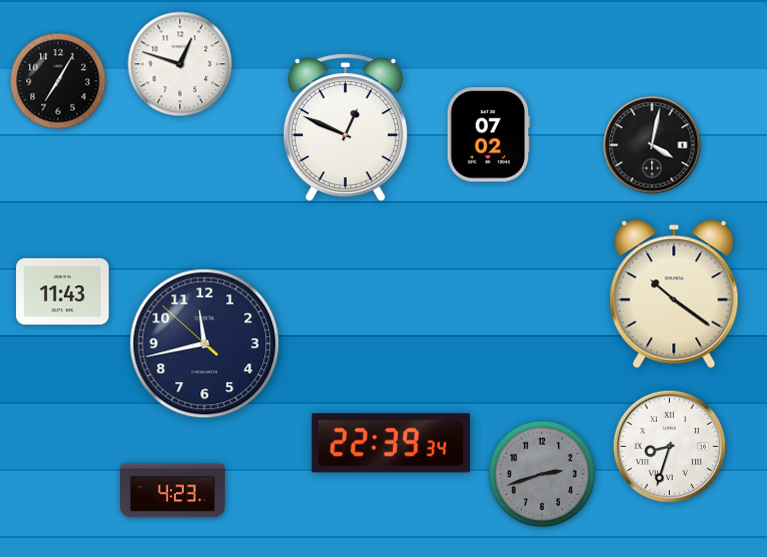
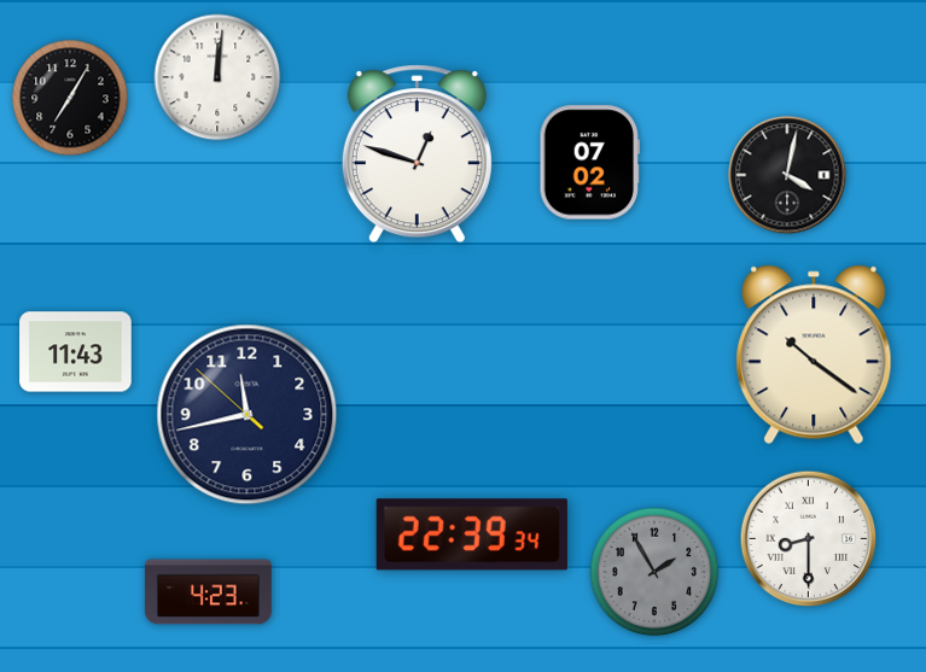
clock at (180, 64): 12:48 -> 12:01
clock at (345, 128): 12:49 -> 12:48
clock at (670, 447): 8:33 -> 8:30
clock at (542, 474): 2:42 -> 1:55
